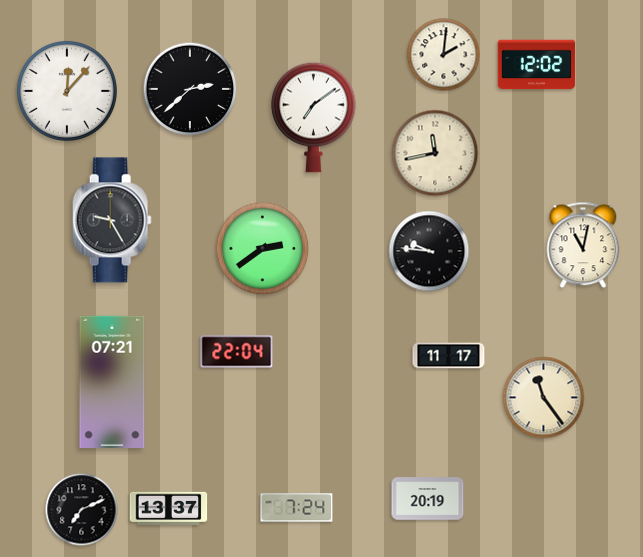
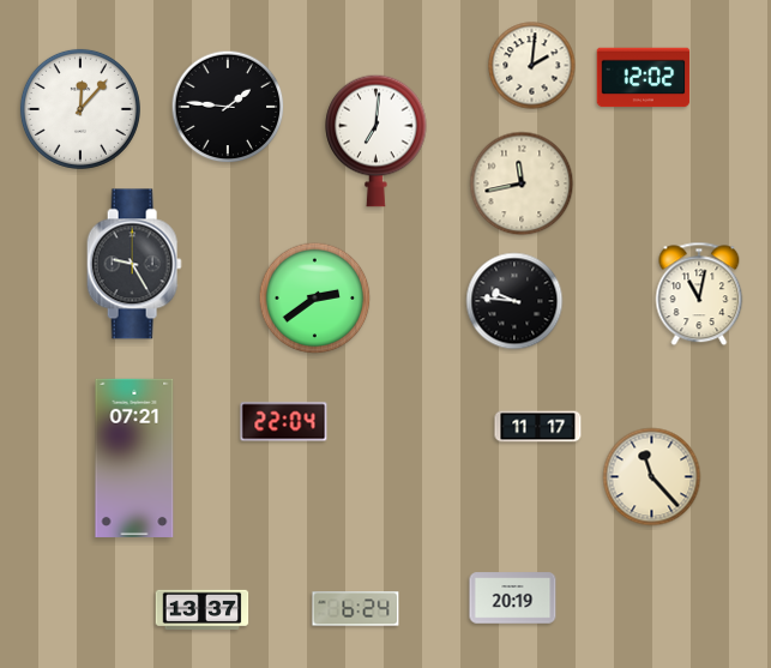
clock at (190, 89): 2:38 -> 1:46
clock at (314, 117): 7:09 -> 7:01
clock at (544, 398): 11:24 -> 11:23
clock at (297, 508): 7:24 -> 6:24
clock at (82, 510): 7:11 -> none
